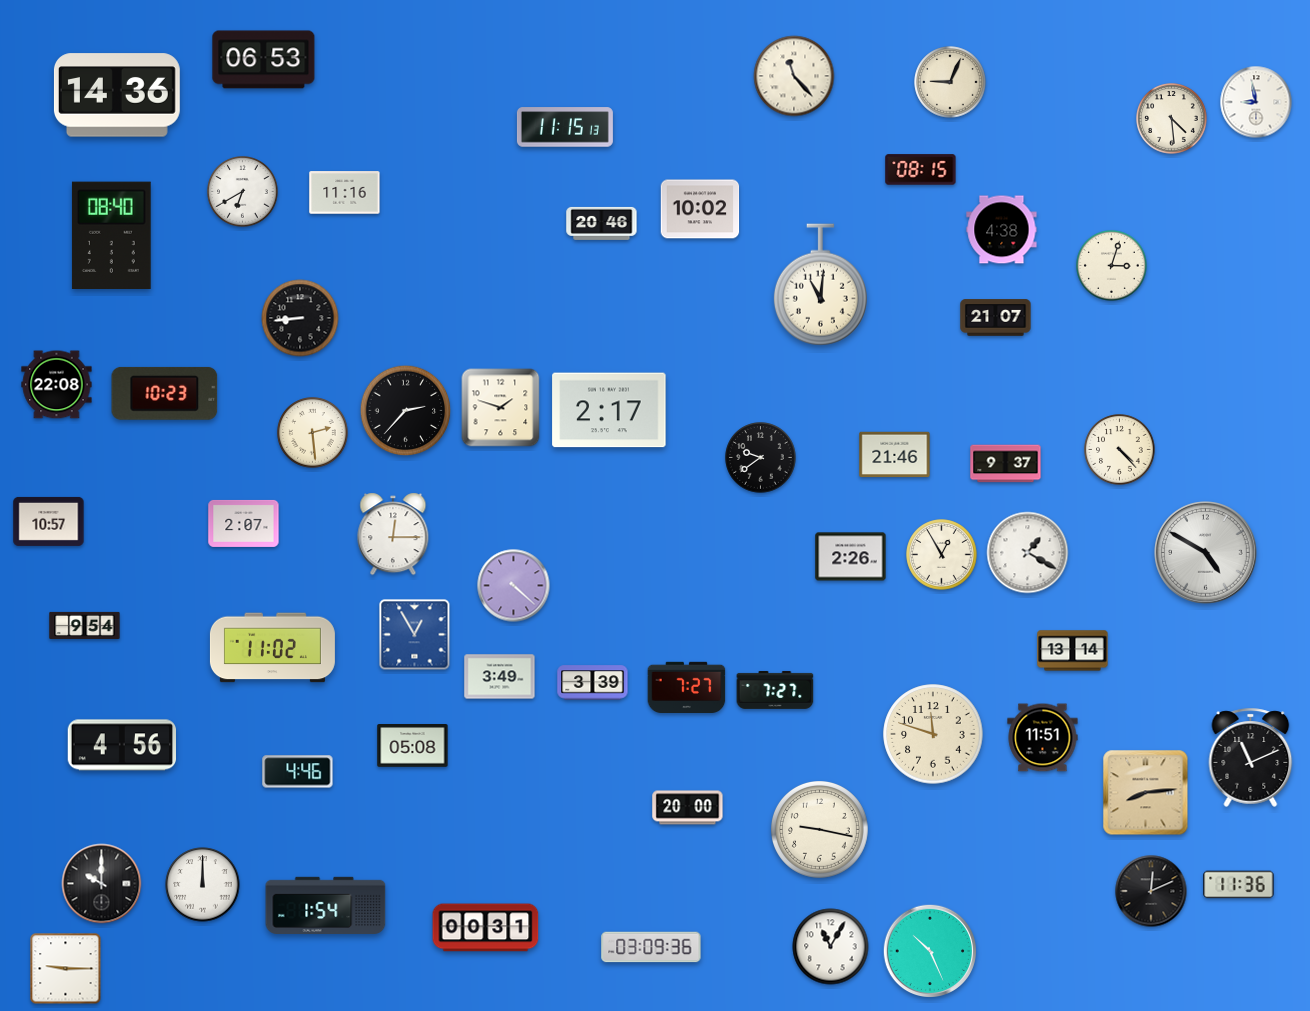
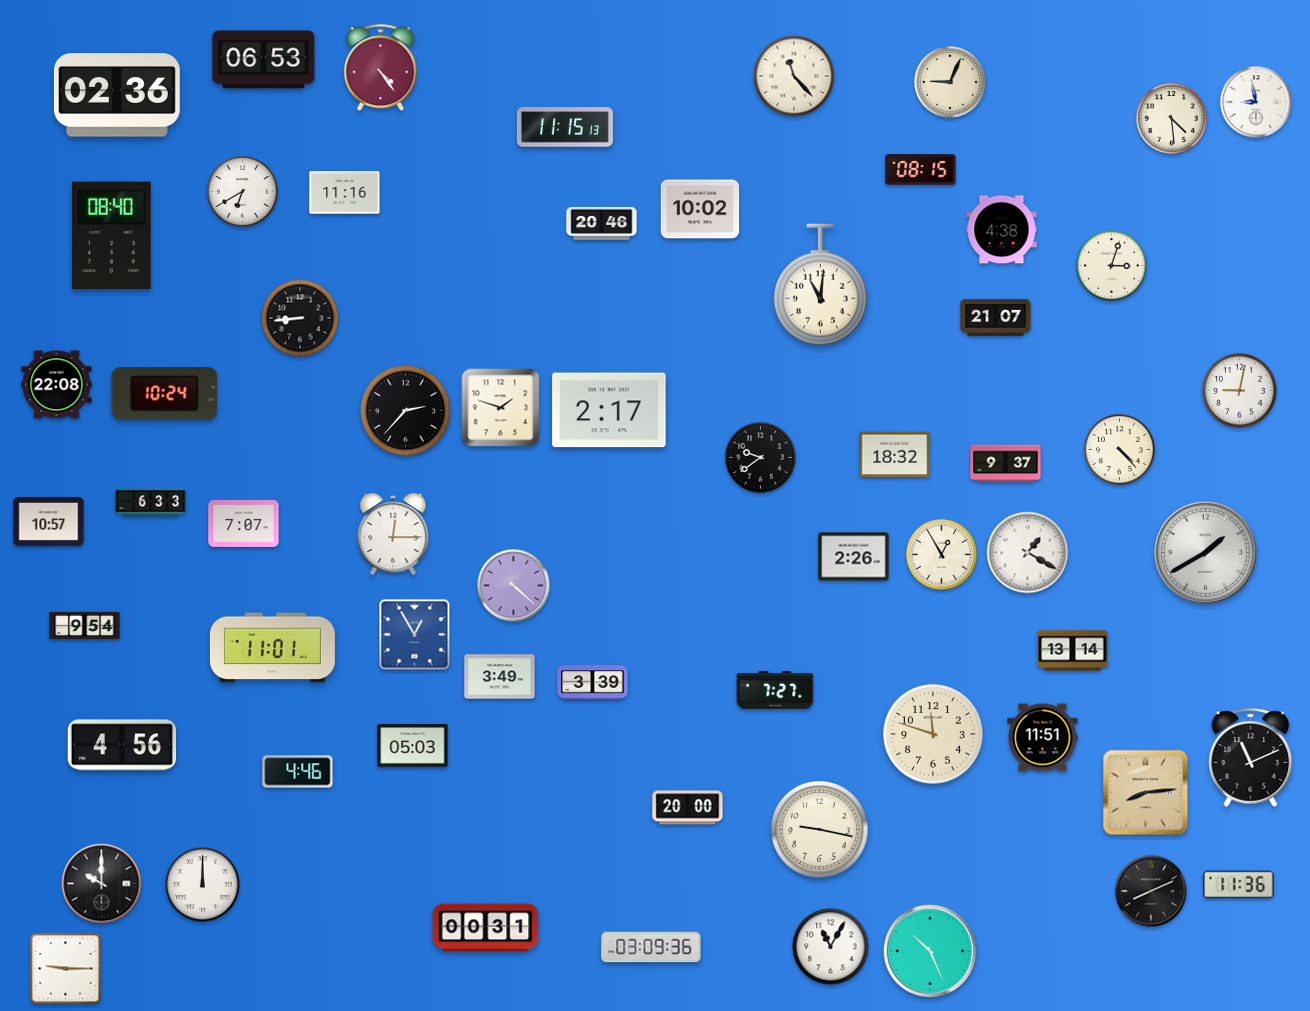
clock at (381, 68): none -> 4:24
clock at (117, 95): 14:36 -> 02:36
clock at (1240, 391): none -> 9:02
clock at (165, 393): 10:23 -> 10:24
clock at (313, 433): 2:29 -> none
clock at (895, 455): 21:46 -> 18:32
clock at (151, 503): none -> 6:33
clock at (244, 523): 2:07 -> 7:07
clock at (1206, 553): 4:50 -> 1:40
clock at (851, 557) position: (851, 557) -> (854, 557)
clock at (272, 648): 11:02 -> 11:01
clock at (687, 687): 7:27 -> none
clock at (413, 746): 05:08 -> 05:03
clock at (1151, 891): 12:11 -> 8:11
clock at (326, 905): 1:54 -> none
